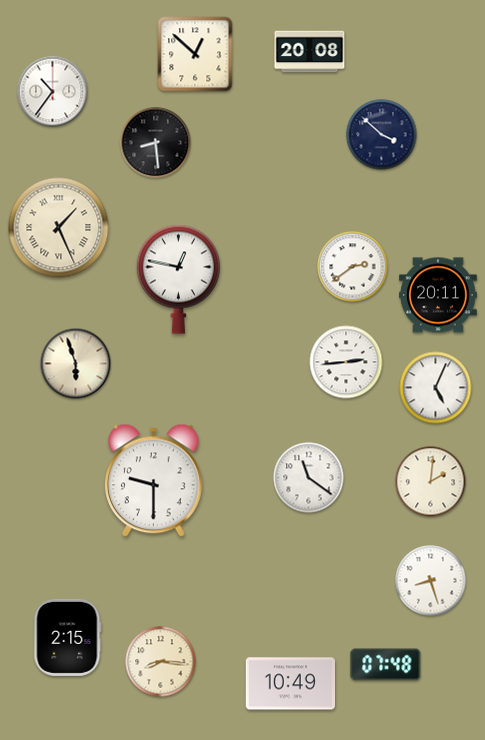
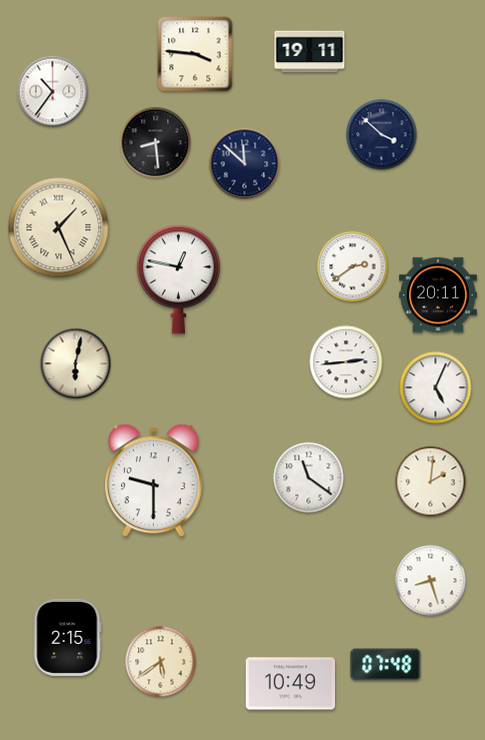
clock at (310, 52): 20:08 -> 19:11
clock at (195, 54): 12:52 -> 3:46
clock at (245, 164): none -> 11:52
clock at (76, 364): 5:57 -> 6:02
clock at (161, 662): 8:16 -> 5:39
